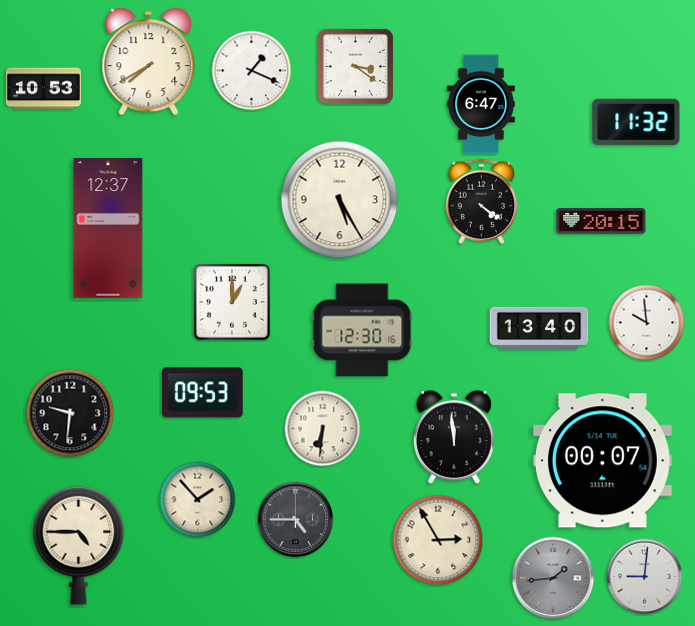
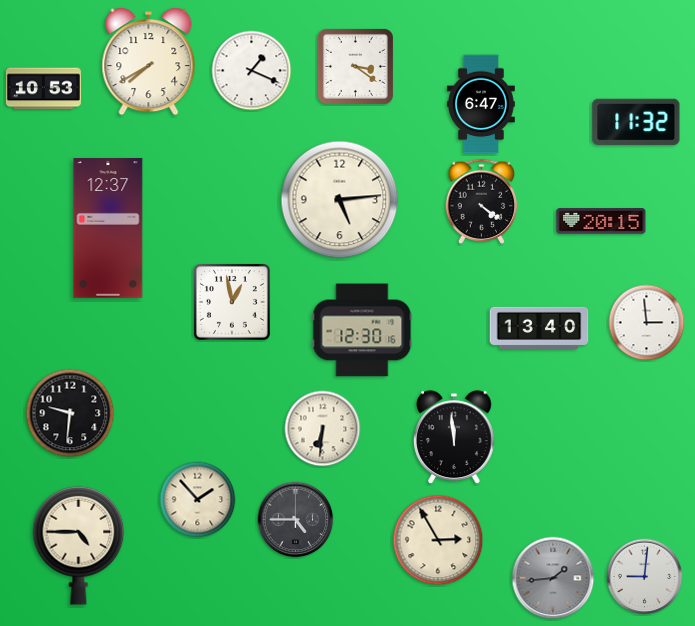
clock at (340, 200): 5:25 -> 5:14
clock at (232, 302): 1:00 -> 12:58
clock at (647, 323): 9:59 -> 2:59
clock at (203, 393): 09:53 -> none
clock at (602, 461): 00:07 -> none
